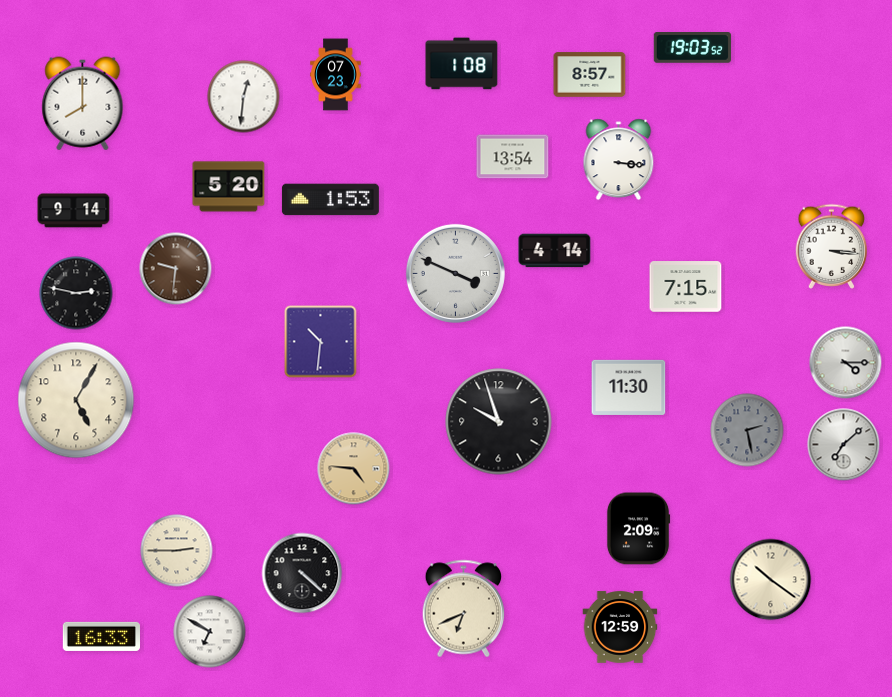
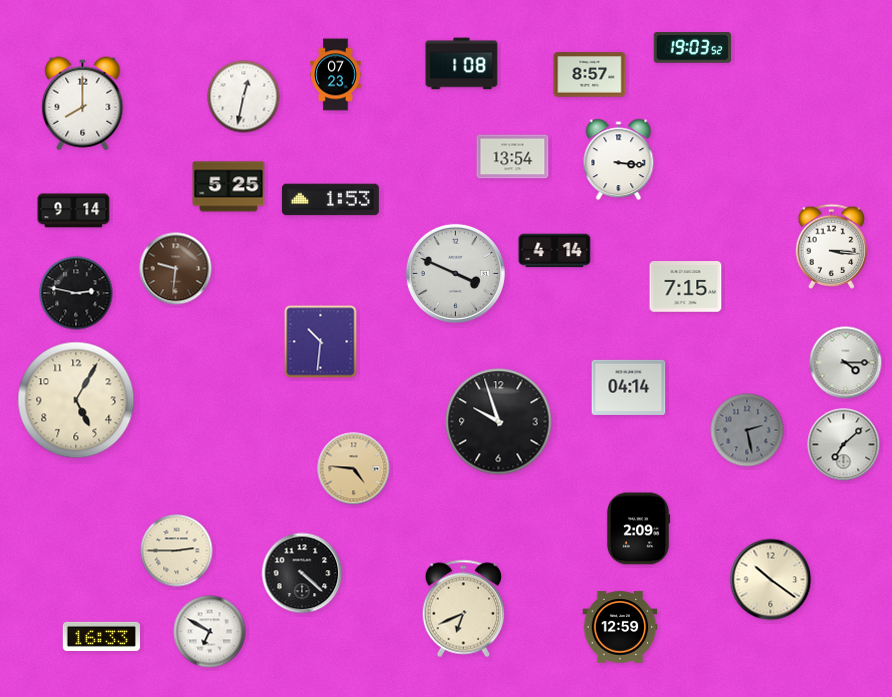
clock at (244, 97): 12:31 -> 12:32
clock at (229, 187): 5:20 -> 5:25
clock at (629, 387): 11:30 -> 04:14
